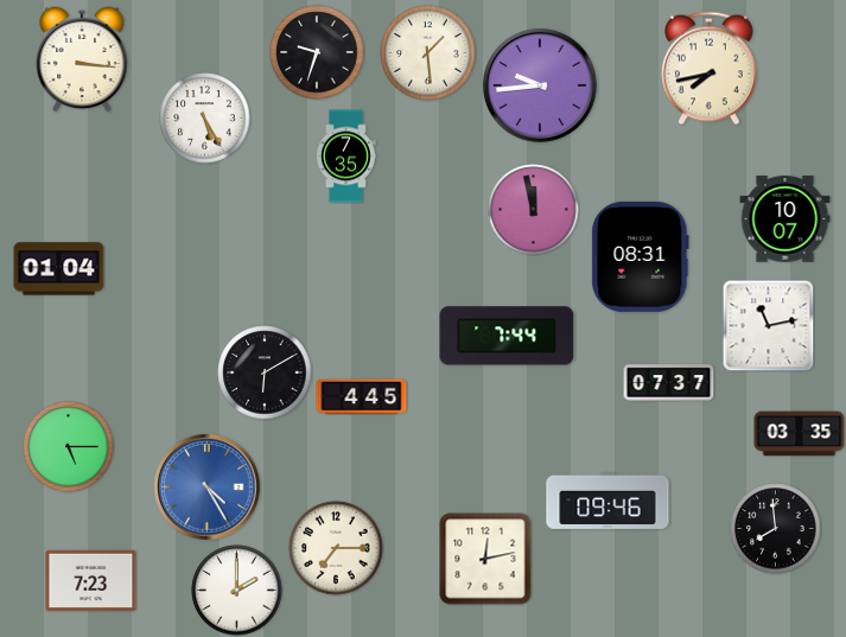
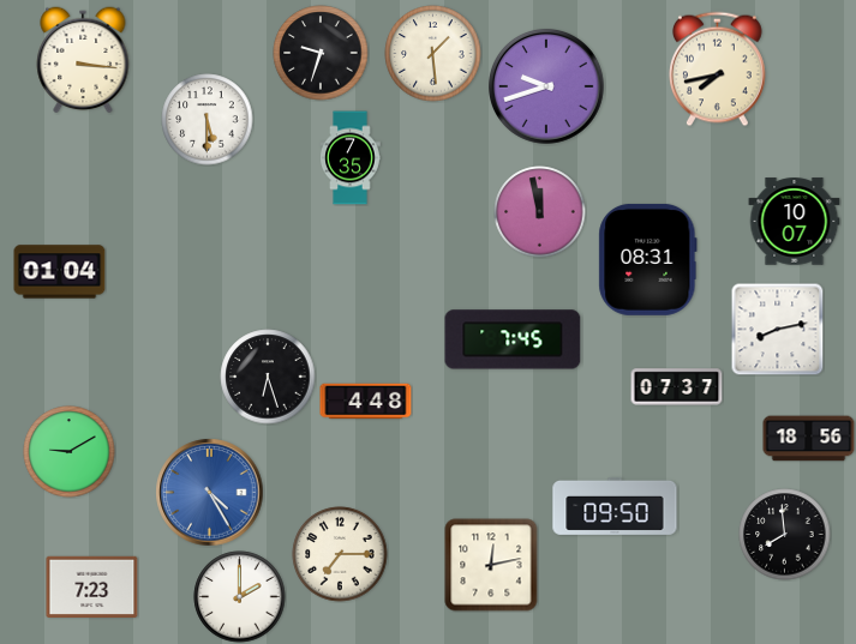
clock at (541, 87): 9:44 -> 9:42
clock at (205, 119): 5:25 -> 5:30
clock at (768, 325): 11:13 -> 8:13
clock at (507, 336): 7:44 -> 7:45
clock at (265, 372): 6:10 -> 6:27
clock at (362, 397): 4:45 -> 4:48
clock at (800, 434): 03:35 -> 18:56
clock at (69, 447): 5:15 -> 9:10
clock at (608, 501): 09:46 -> 09:50
